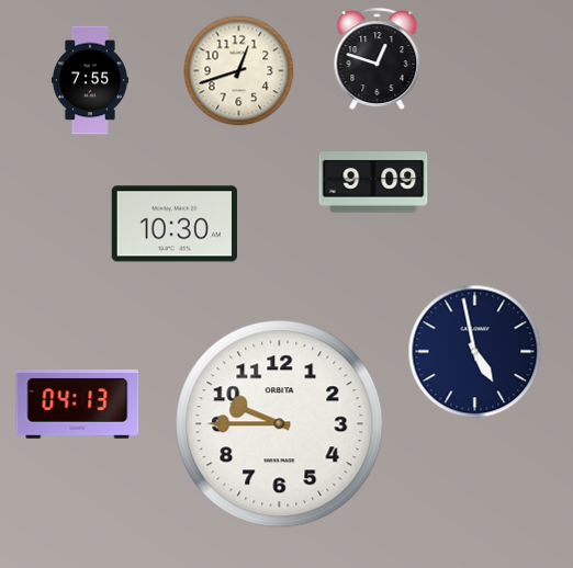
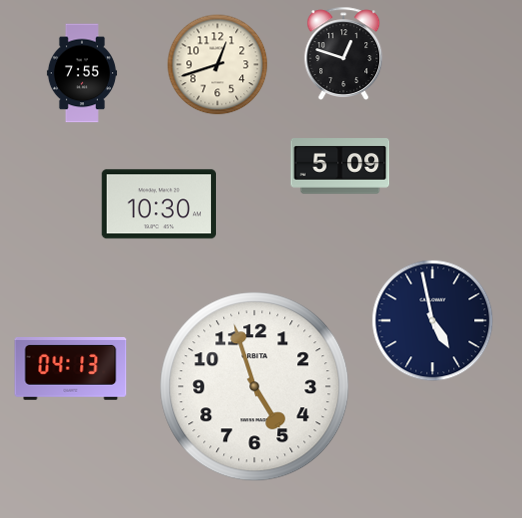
clock at (373, 182): 9:09 -> 5:09
clock at (280, 424): 9:45 -> 4:57
